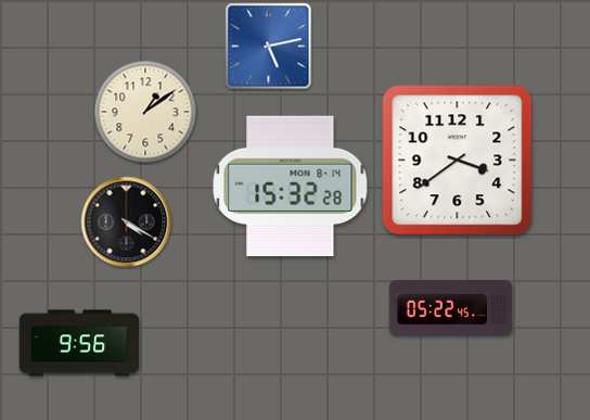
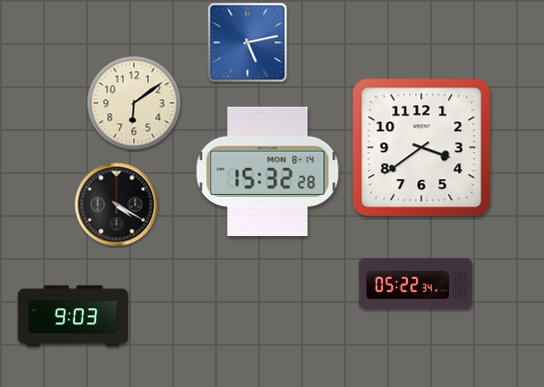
clock at (145, 112): 1:09 -> 6:09
clock at (450, 307): 05:22:45 -> 05:22:34
clock at (79, 343): 9:56 -> 9:03
